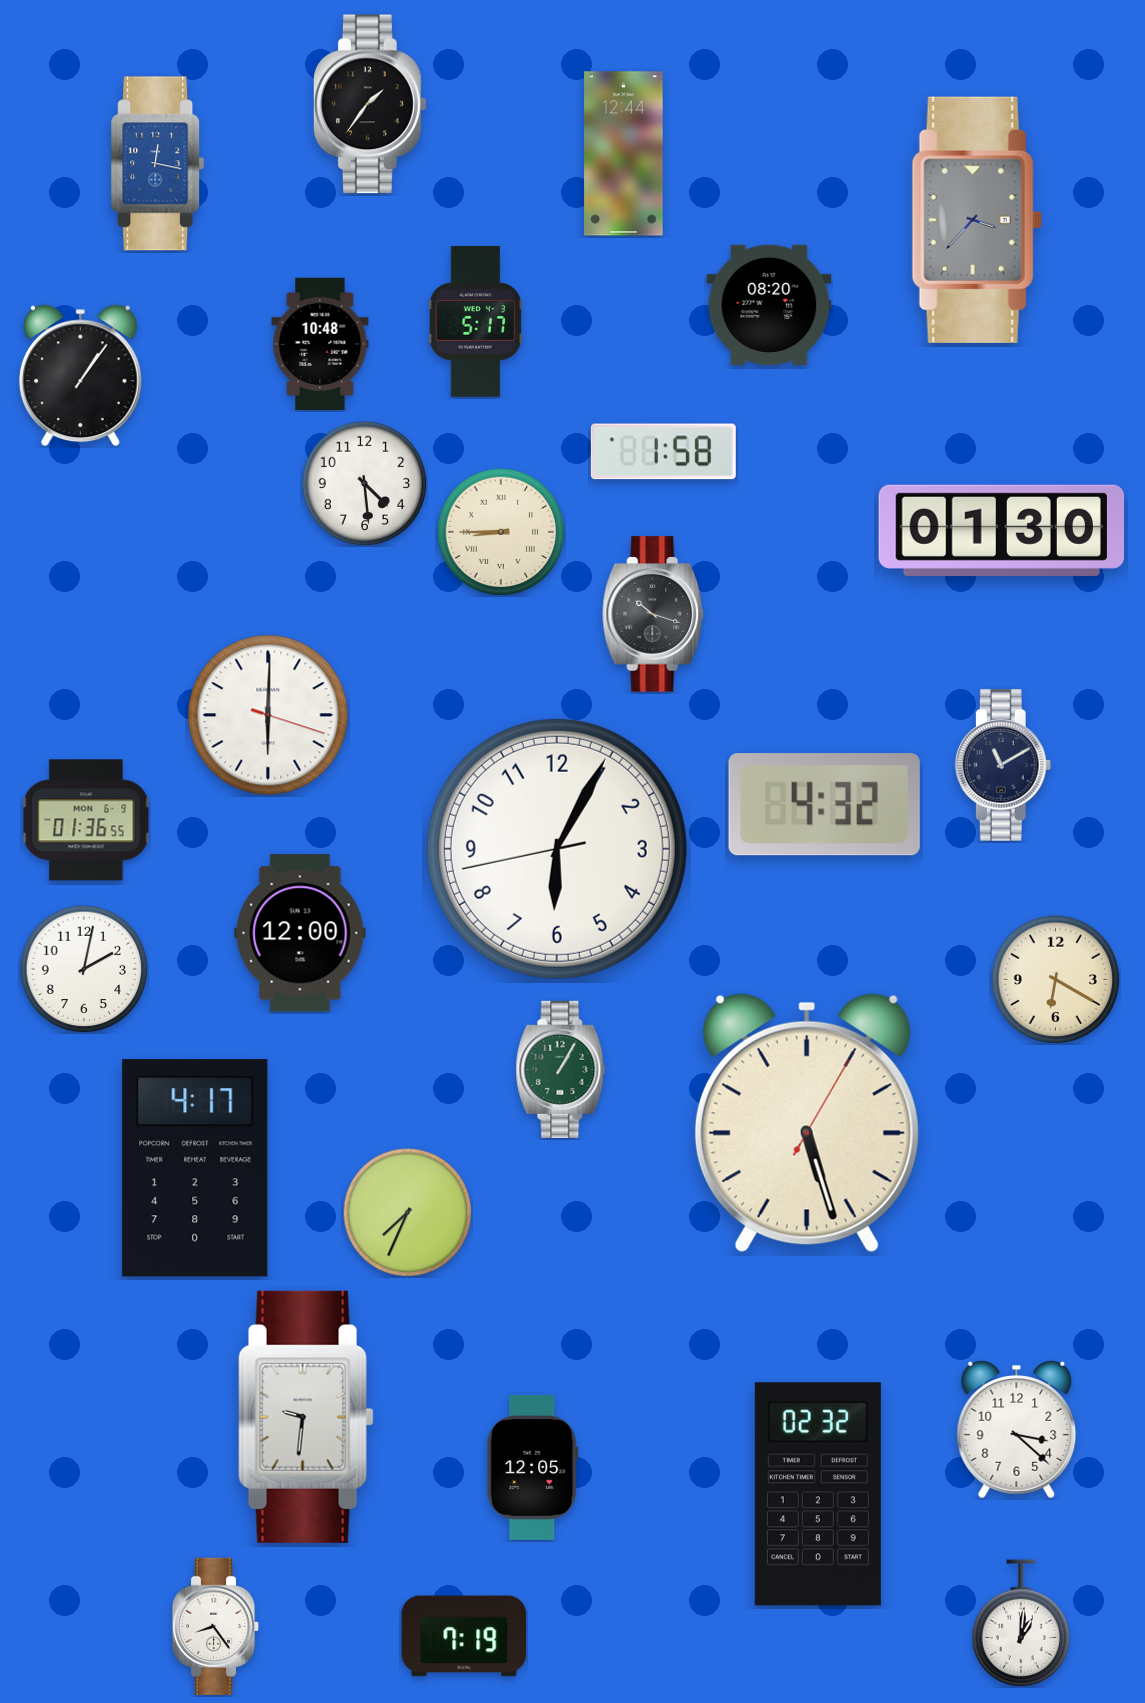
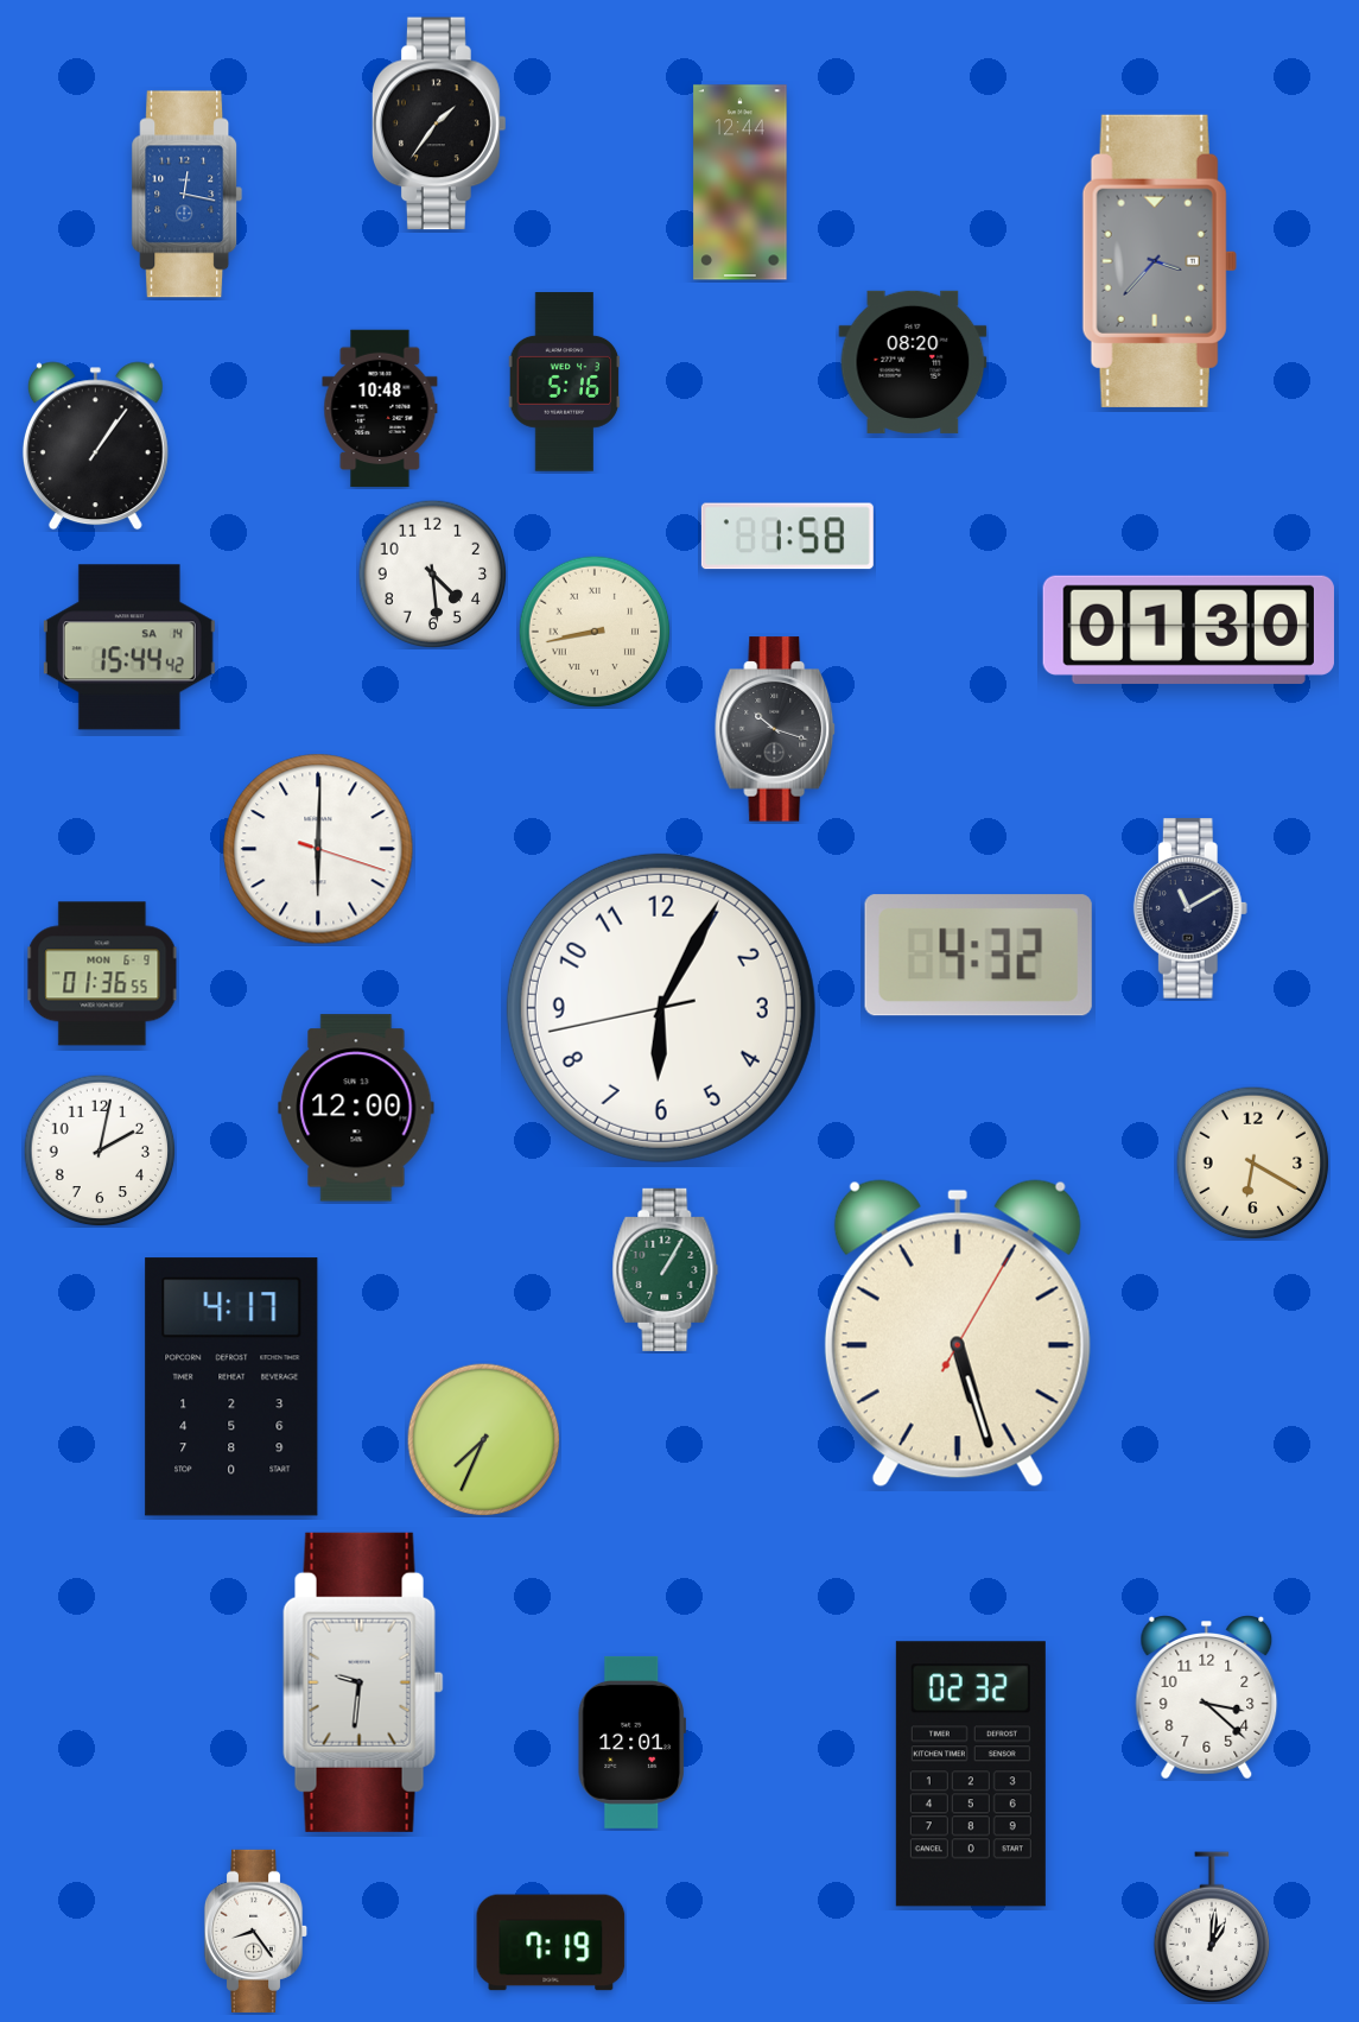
clock at (476, 322): 5:17 -> 5:16
clock at (501, 532): 8:45 -> 8:43
clock at (129, 647): none -> 15:44
clock at (532, 1467): 12:05 -> 12:01
